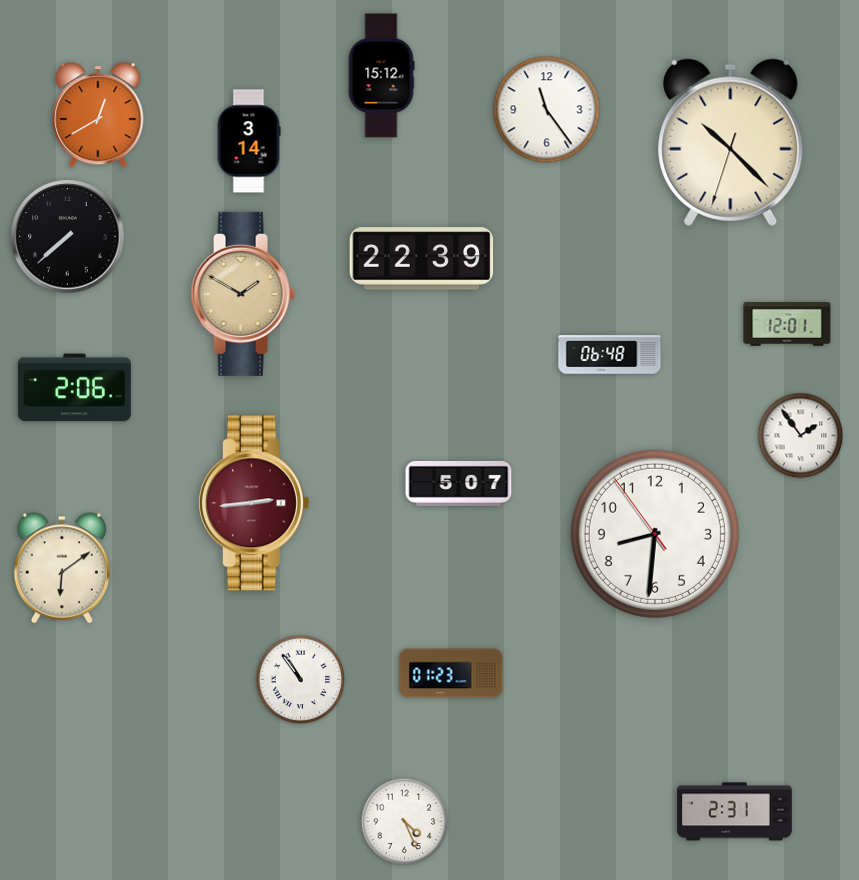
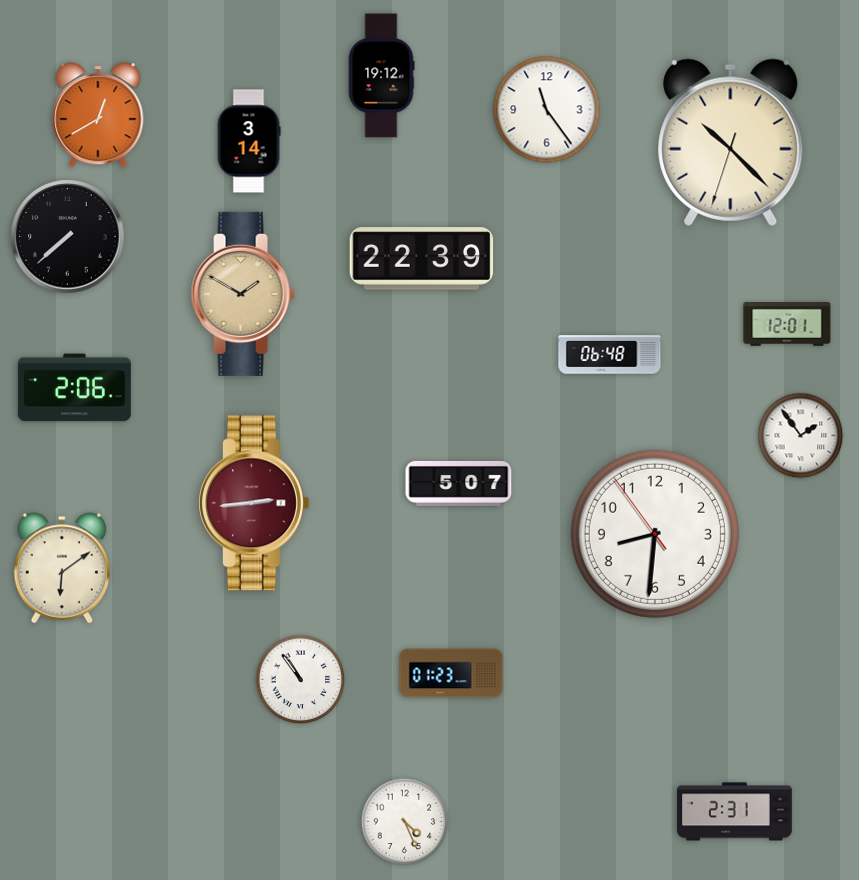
clock at (381, 76): 15:12 -> 19:12
